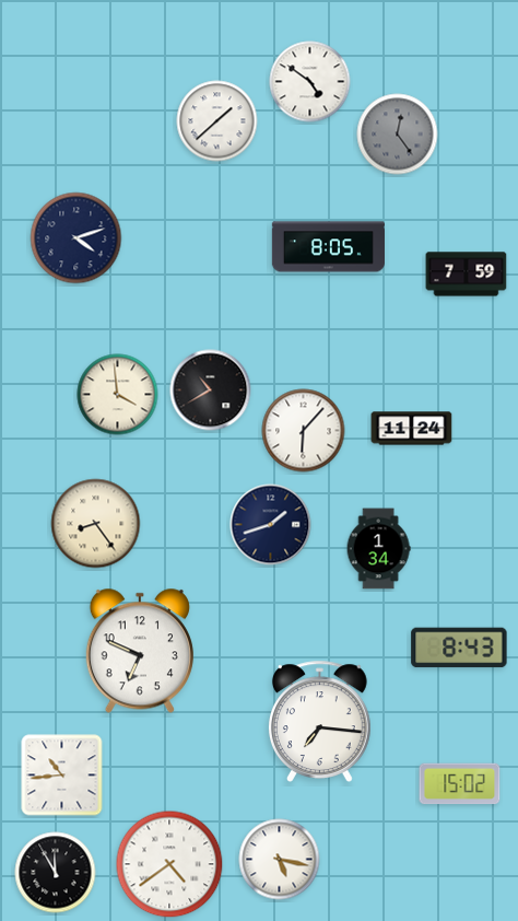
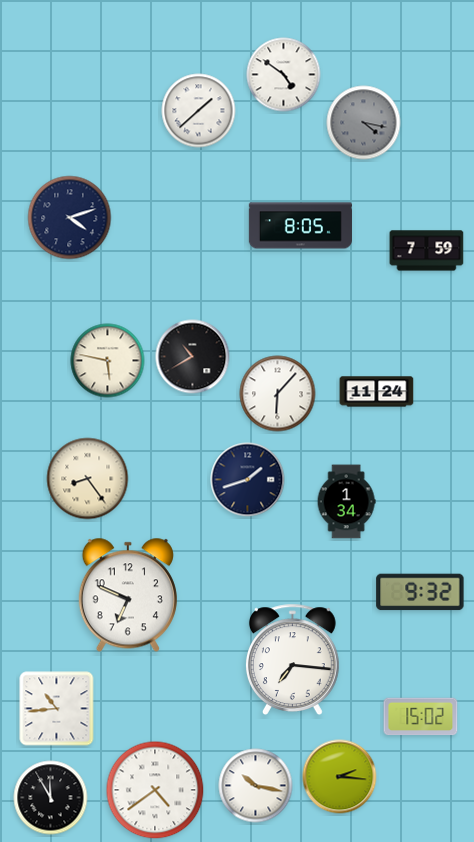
clock at (398, 135): 12:24 -> 4:17
clock at (118, 395): 3:59 -> 5:47
clock at (459, 648): 8:43 -> 9:32
clock at (340, 777): none -> 2:16
clock at (280, 860): 5:17 -> 10:17
